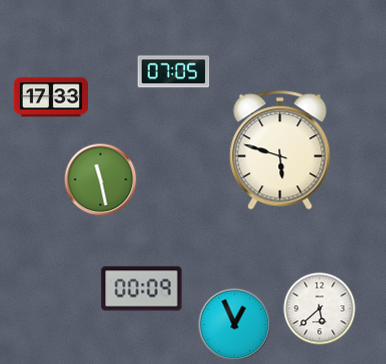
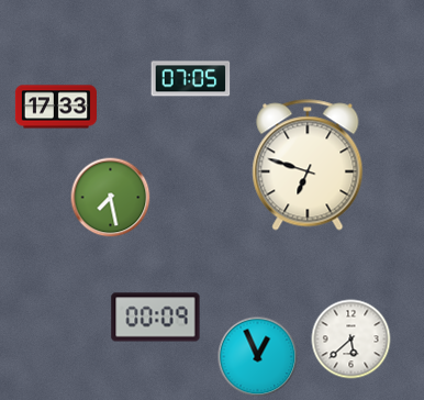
clock at (280, 150): 5:48 -> 6:48
clock at (101, 180): 11:28 -> 7:28
